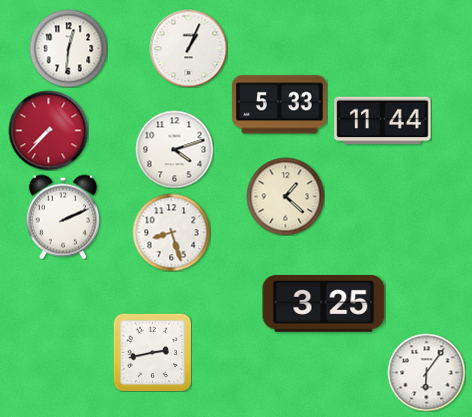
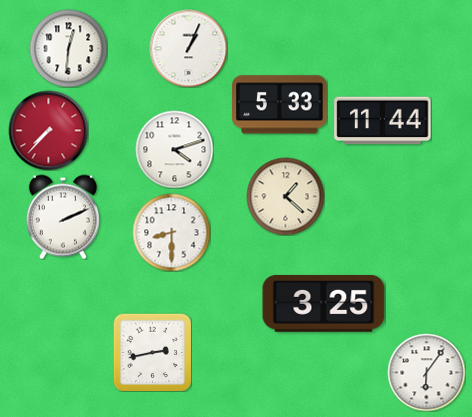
clock at (171, 232): 8:27 -> 8:30
